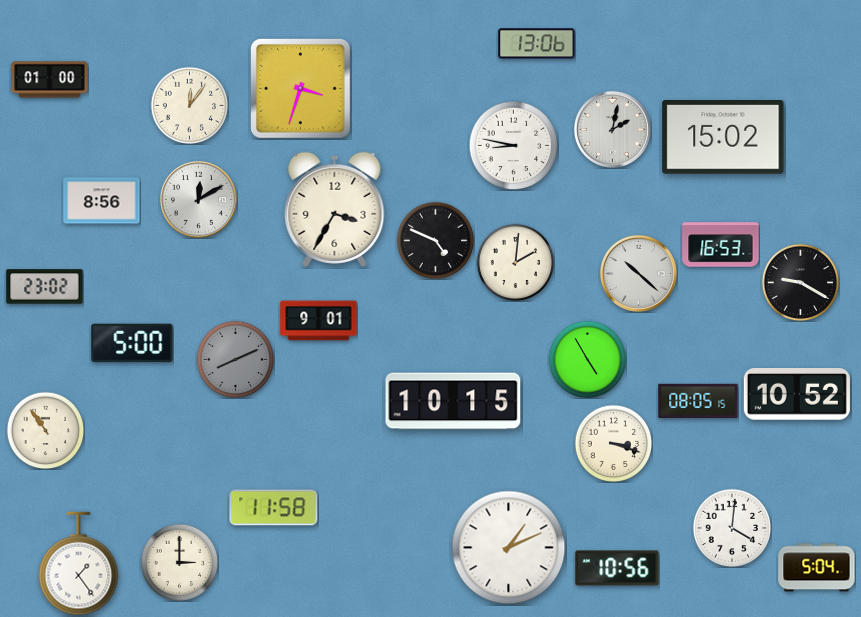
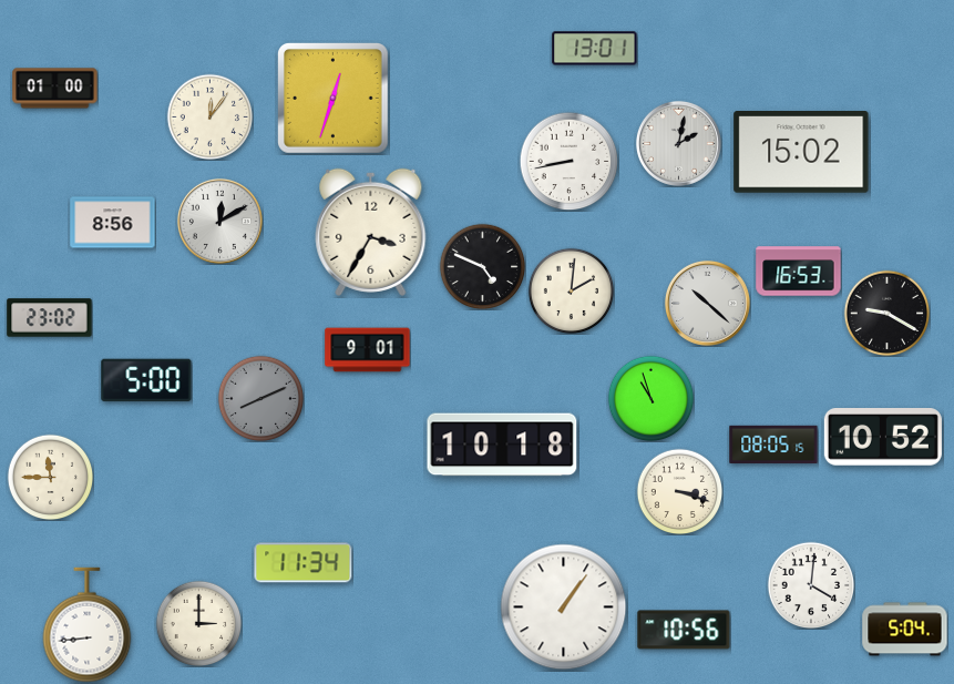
clock at (537, 44): 13:06 -> 13:01
clock at (301, 89): 3:33 -> 12:33
clock at (513, 145): 8:47 -> 8:43
clock at (319, 321) position: (319, 321) -> (368, 350)
clock at (587, 359): 4:55 -> 10:57
clock at (453, 401): 10:15 -> 10:18
clock at (45, 430): 10:54 -> 11:45
clock at (274, 508): 11:58 -> 11:34
clock at (509, 548): 1:11 -> 1:06
clock at (79, 564): 1:24 -> 8:44
